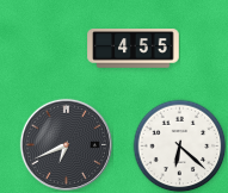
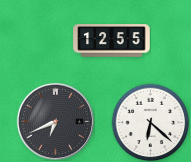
clock at (134, 49): 4:55 -> 12:55
